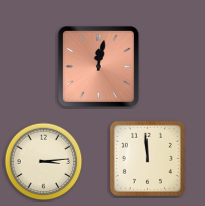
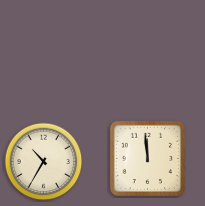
clock at (98, 66): 12:02 -> none
clock at (44, 162): 3:14 -> 10:35
